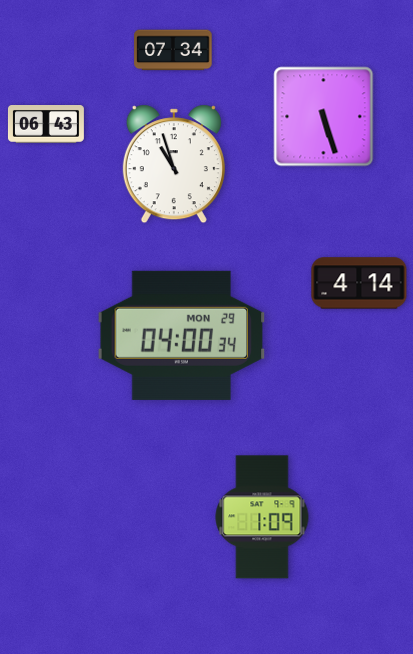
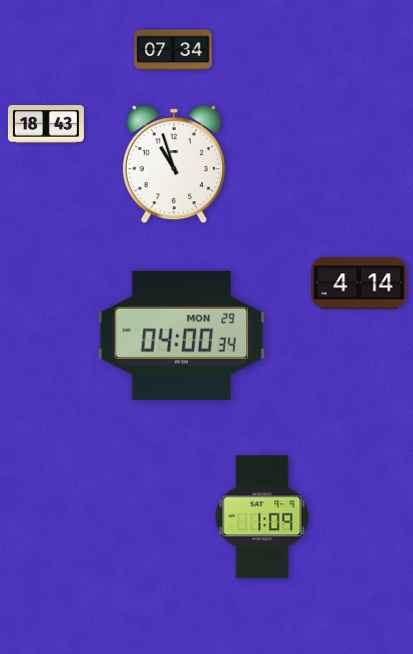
clock at (324, 117): 5:27 -> none
clock at (46, 125): 06:43 -> 18:43
